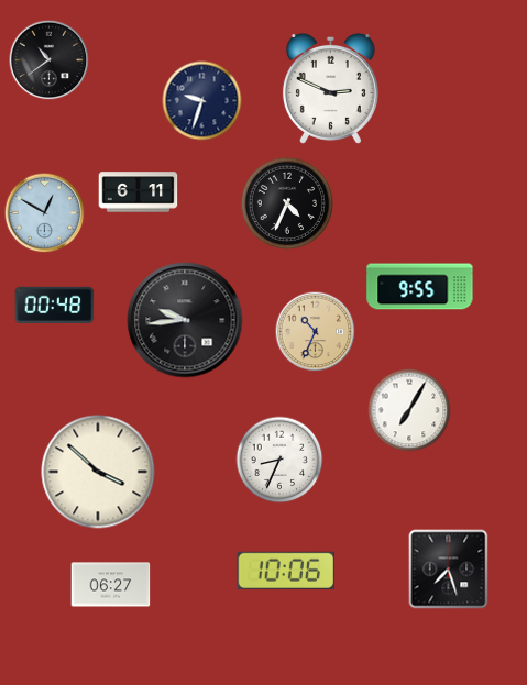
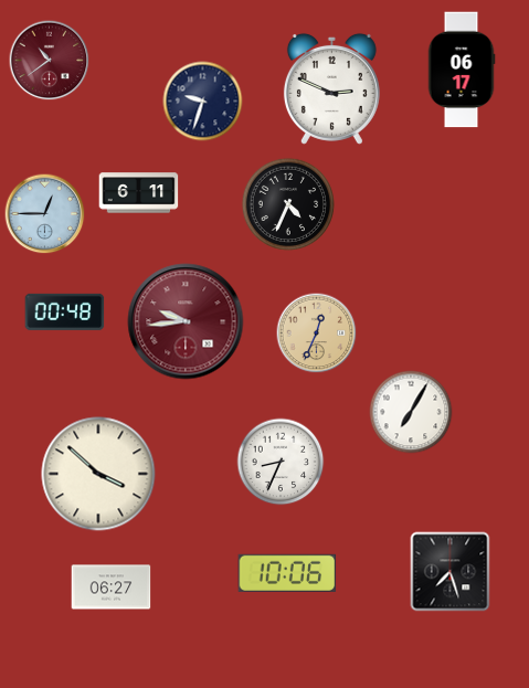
clock at (50, 60) dial: black -> burgundy
clock at (462, 70): none -> 06:17
clock at (45, 213): 12:50 -> 12:45
clock at (420, 287): 9:55 -> none
clock at (55, 305) position: (55, 305) -> (65, 311)
clock at (185, 320) dial: black -> burgundy
clock at (316, 332): 10:34 -> 12:34
